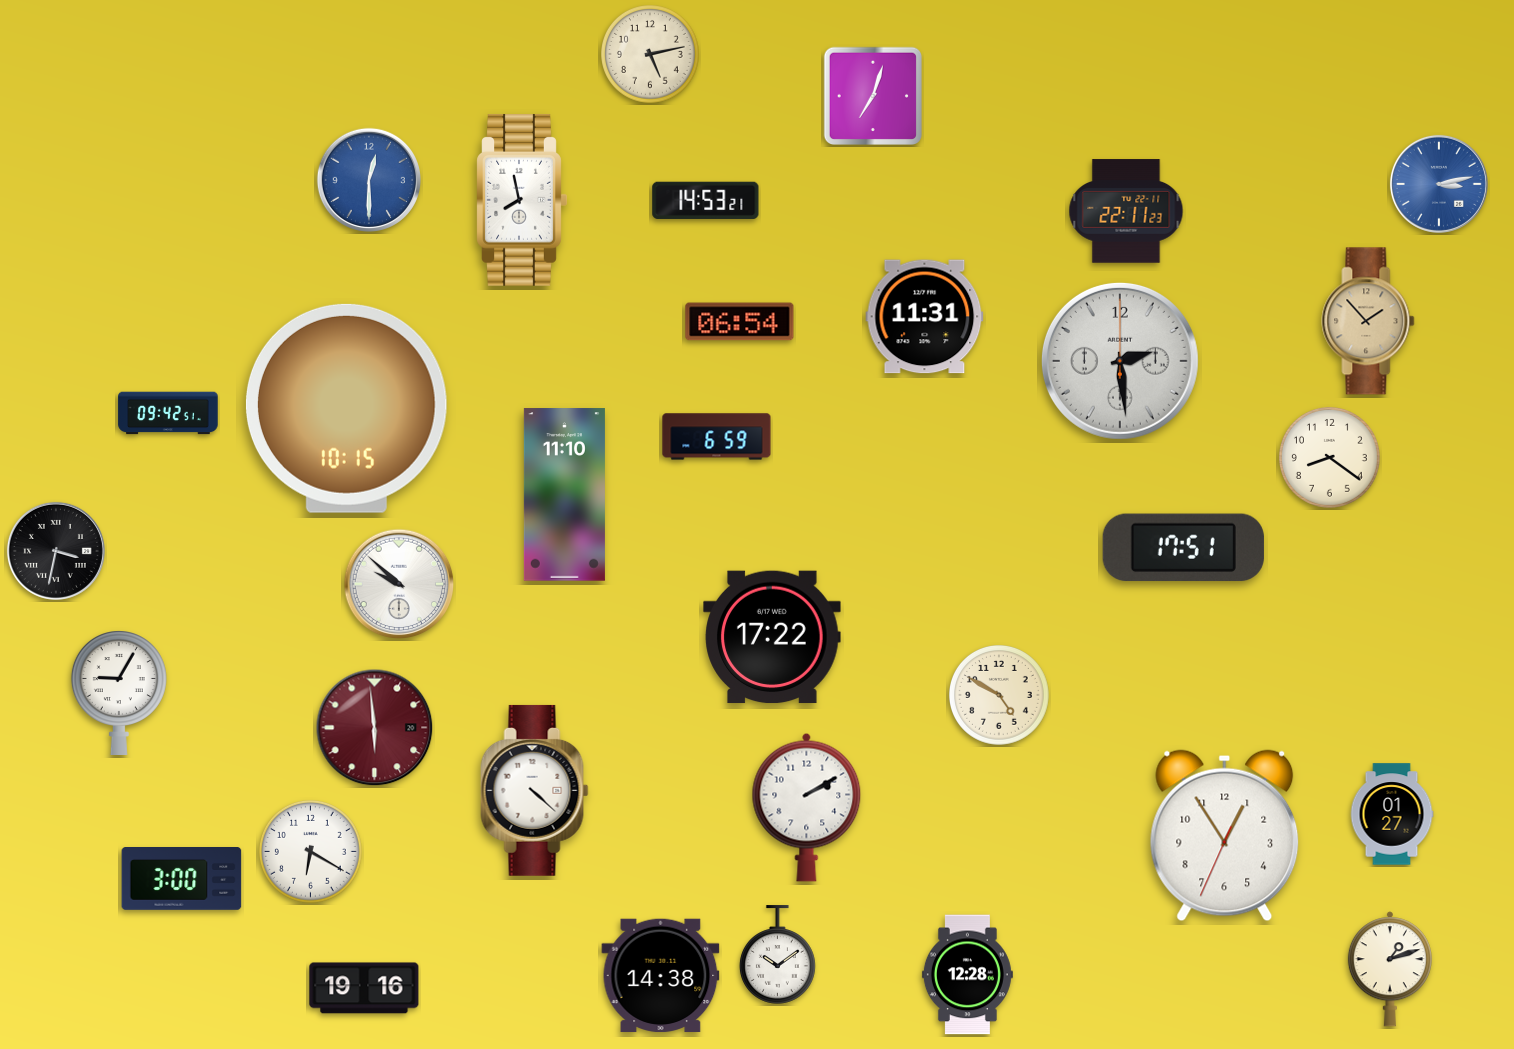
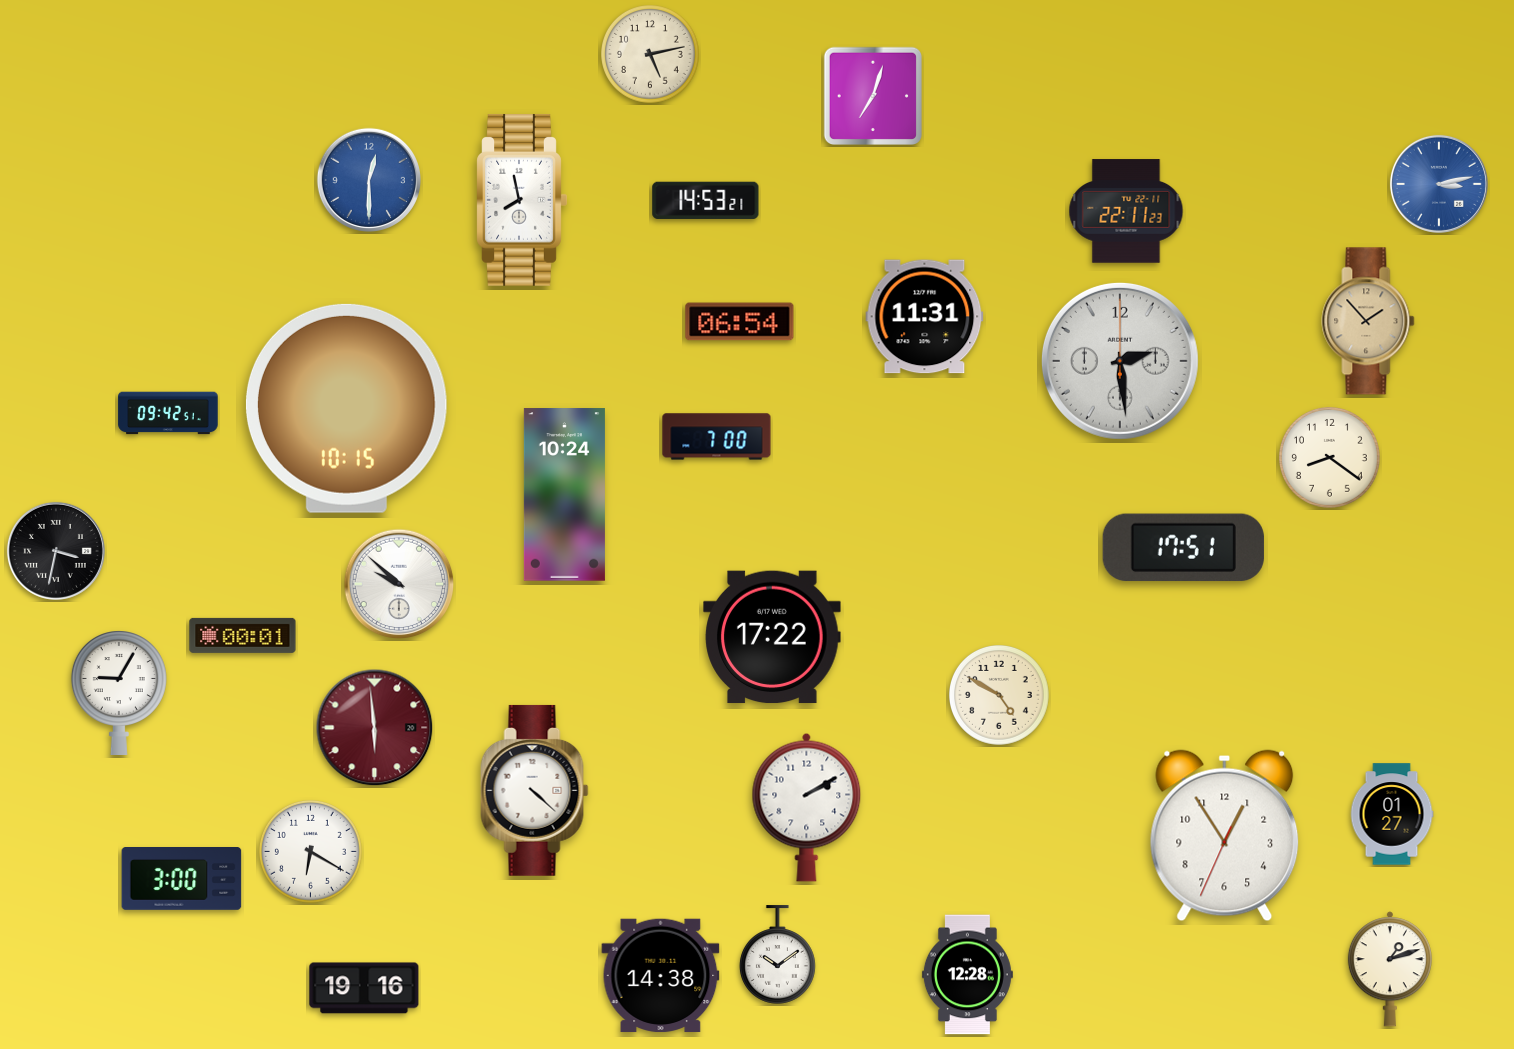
clock at (717, 437): 6:59 -> 7:00
clock at (564, 495): 11:10 -> 10:24
clock at (243, 635): none -> 00:01
